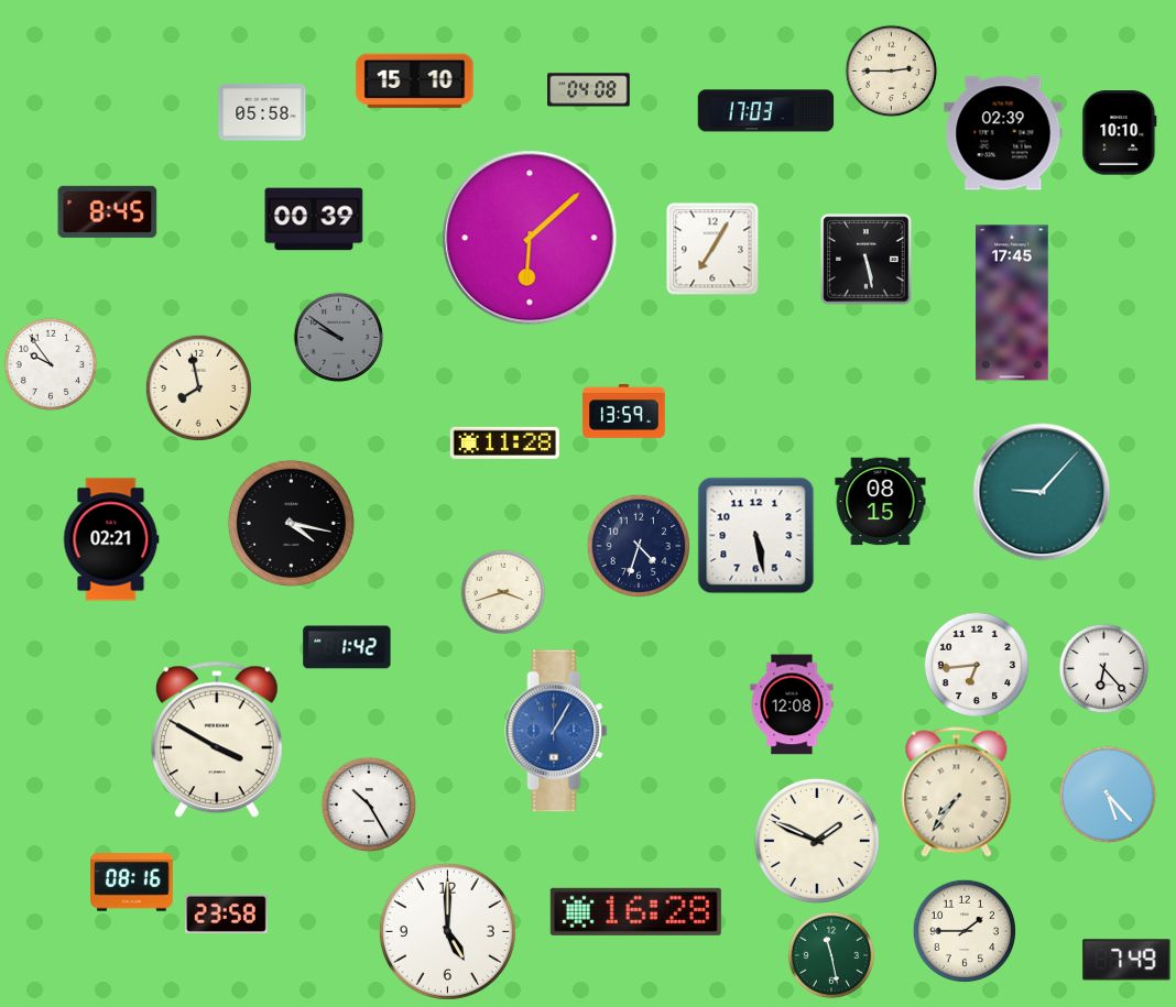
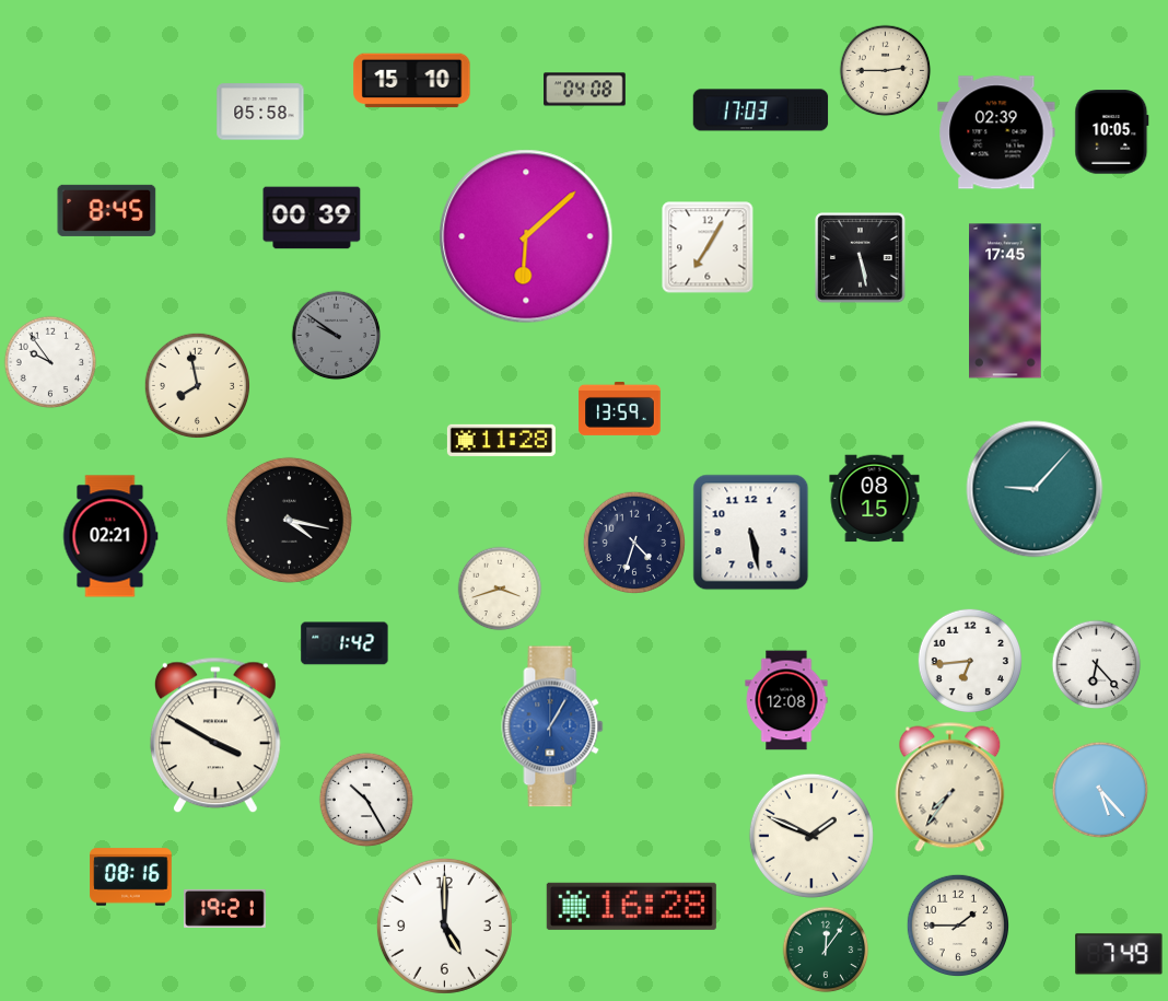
clock at (1120, 133): 10:10 -> 10:05
clock at (227, 913): 23:58 -> 19:21
clock at (831, 955): 11:28 -> 12:06
